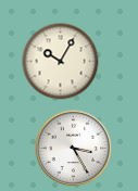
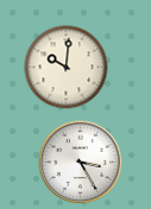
clock at (61, 62): 10:05 -> 10:01
